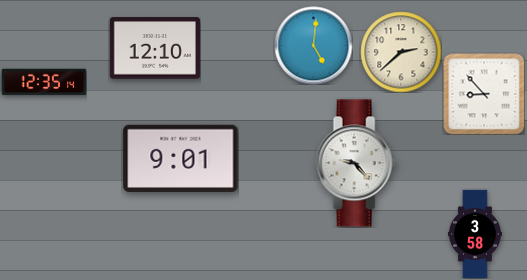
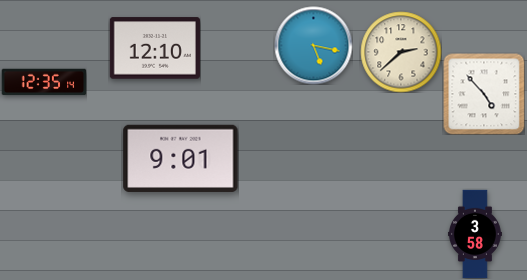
clock at (313, 45): 5:01 -> 5:17
clock at (484, 94): 8:53 -> 4:53
clock at (356, 163): 9:23 -> none
